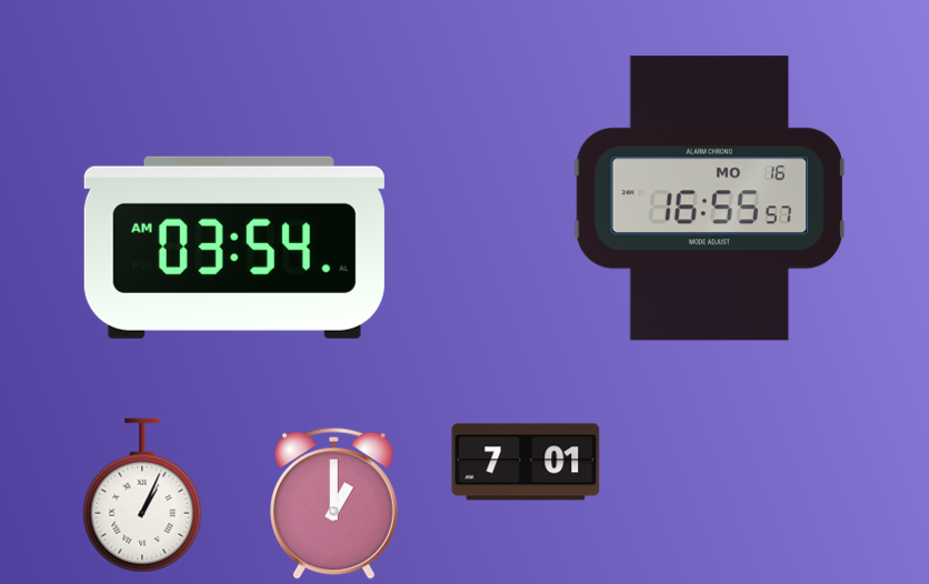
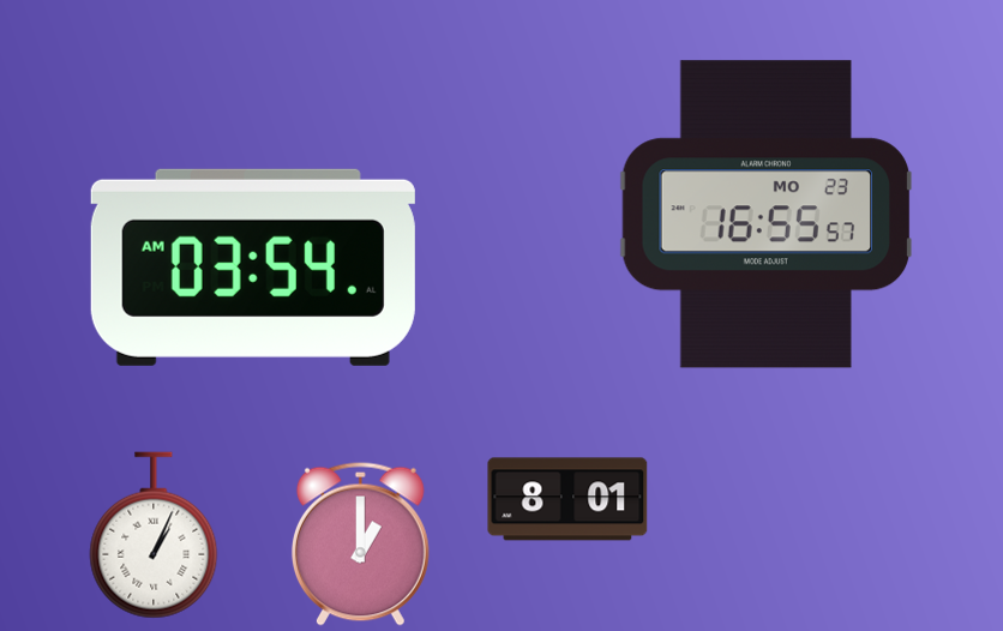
clock at (710, 199) date: MO 16 -> MO 23
clock at (526, 462): 7:01 -> 8:01
